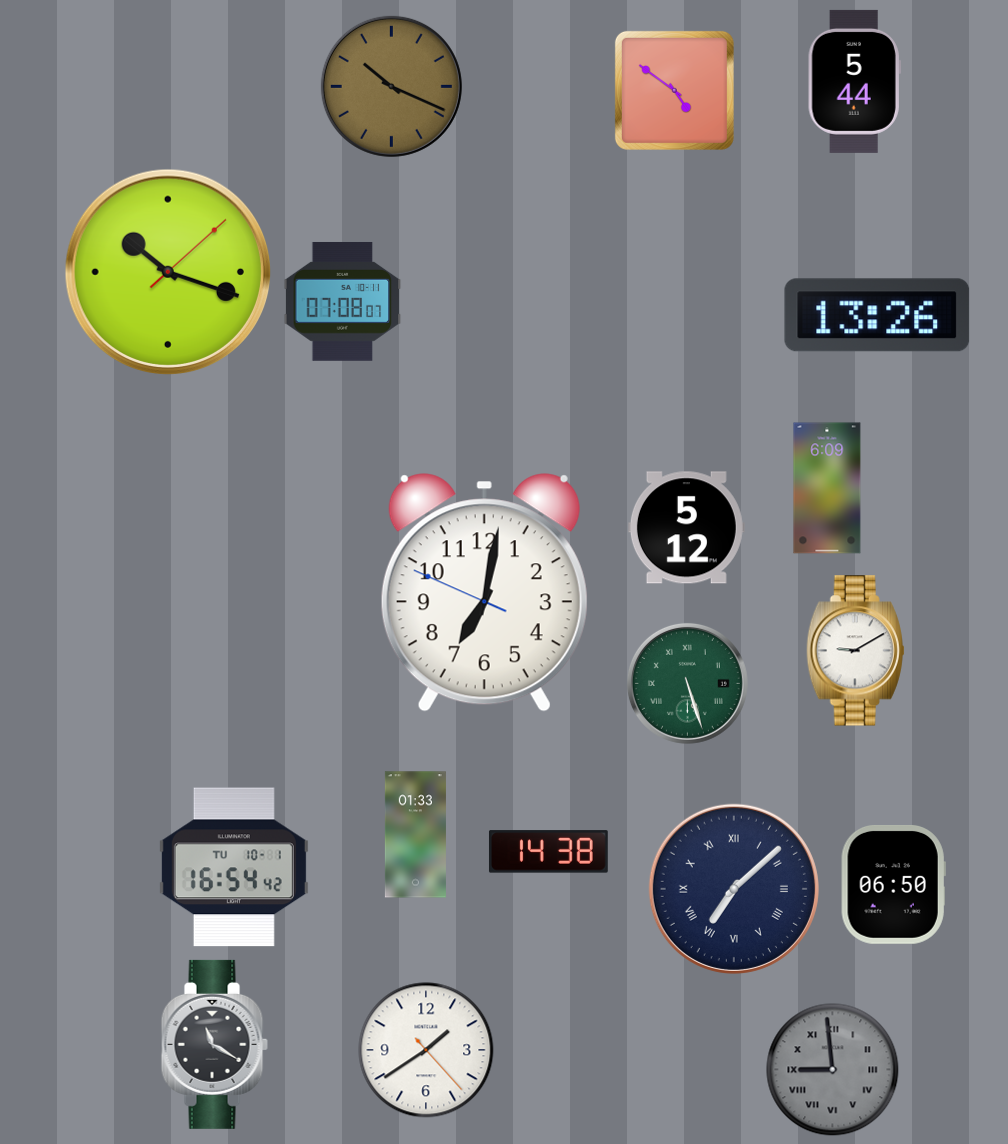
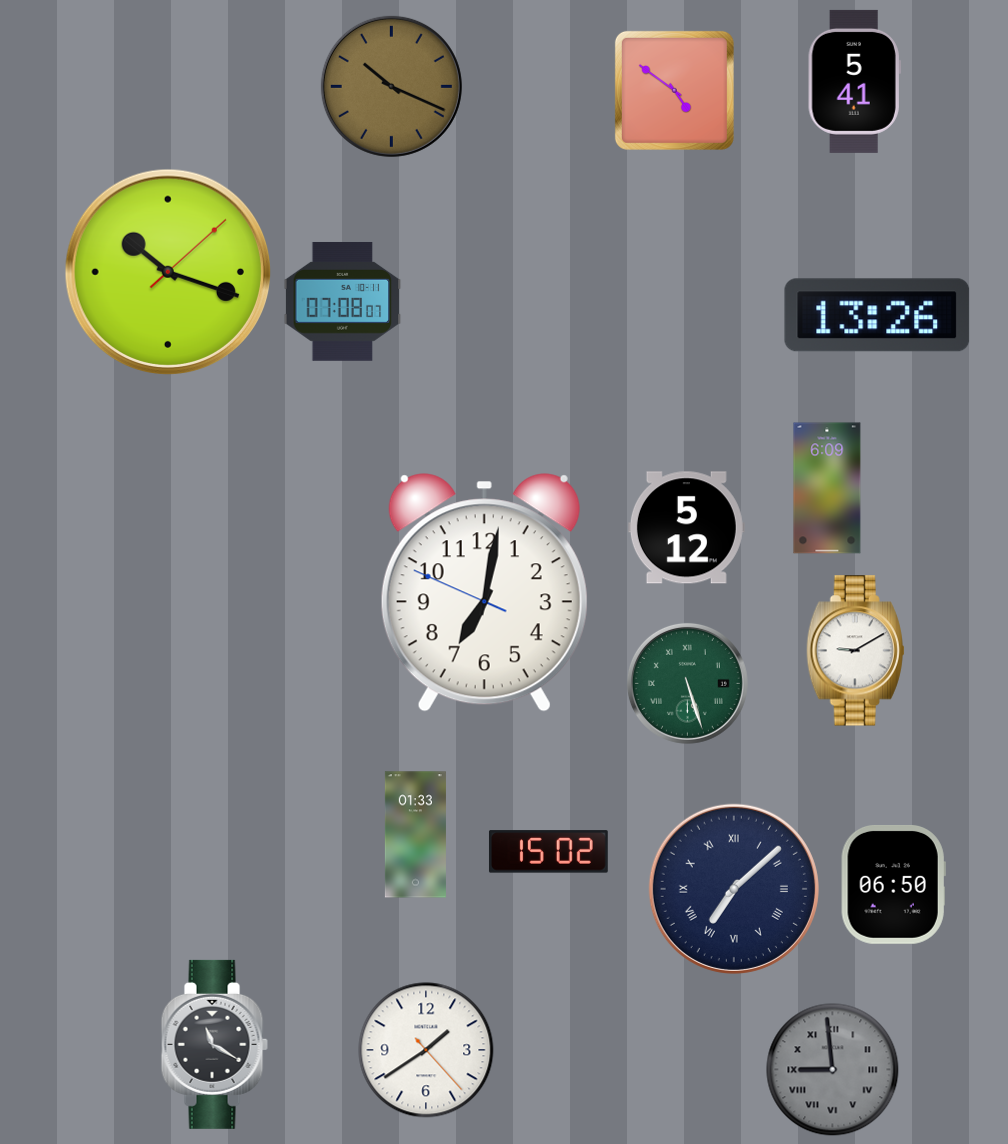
clock at (854, 81): 5:44 -> 5:41
clock at (548, 852): 14:38 -> 15:02
clock at (234, 867): 16:54 -> none
